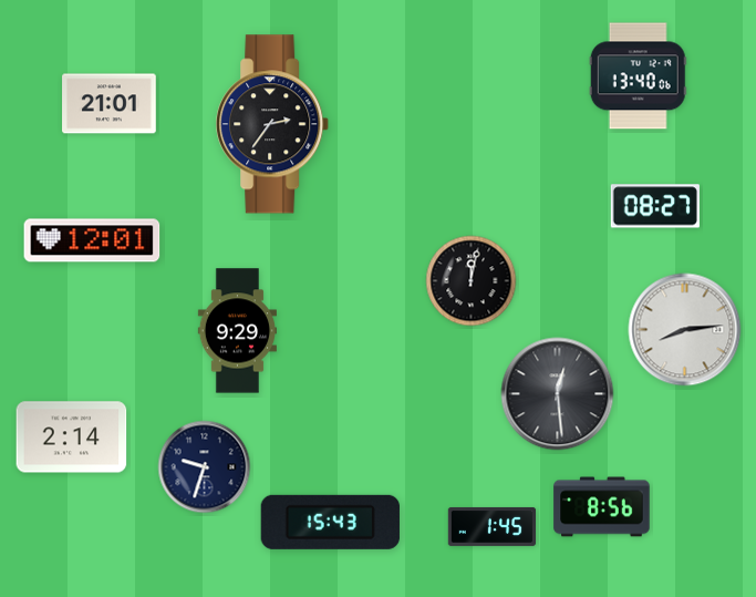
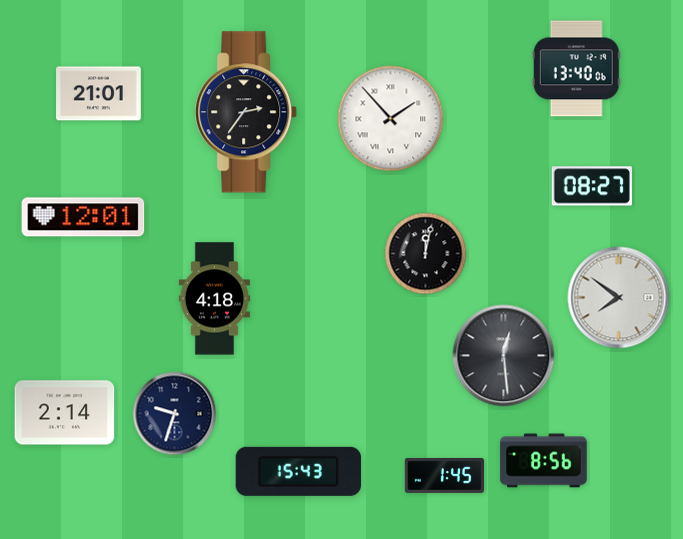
clock at (391, 119): none -> 1:53
clock at (685, 330): 8:14 -> 7:51
clock at (237, 331): 9:29 -> 4:18
clock at (72, 438) position: (72, 438) -> (65, 413)
clock at (205, 467) position: (205, 467) -> (175, 414)
clock at (602, 507) position: (602, 507) -> (544, 461)
